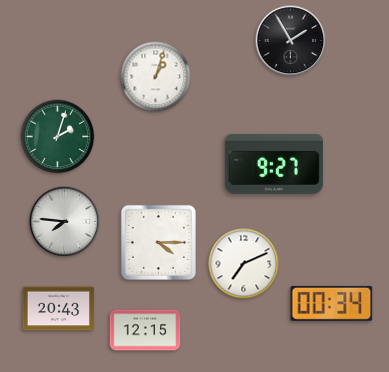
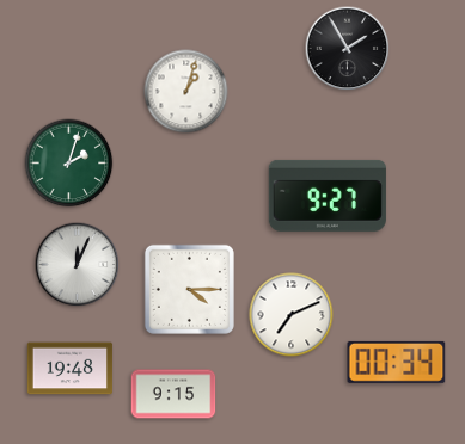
clock at (65, 222): 7:46 -> 12:04
clock at (59, 309): 20:43 -> 19:48
clock at (145, 330): 12:15 -> 9:15
